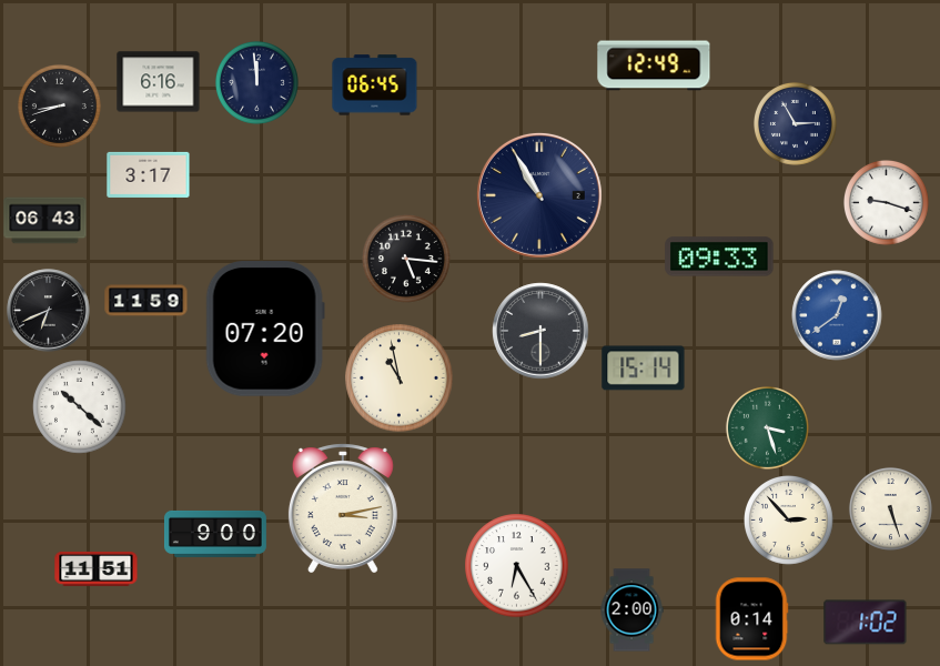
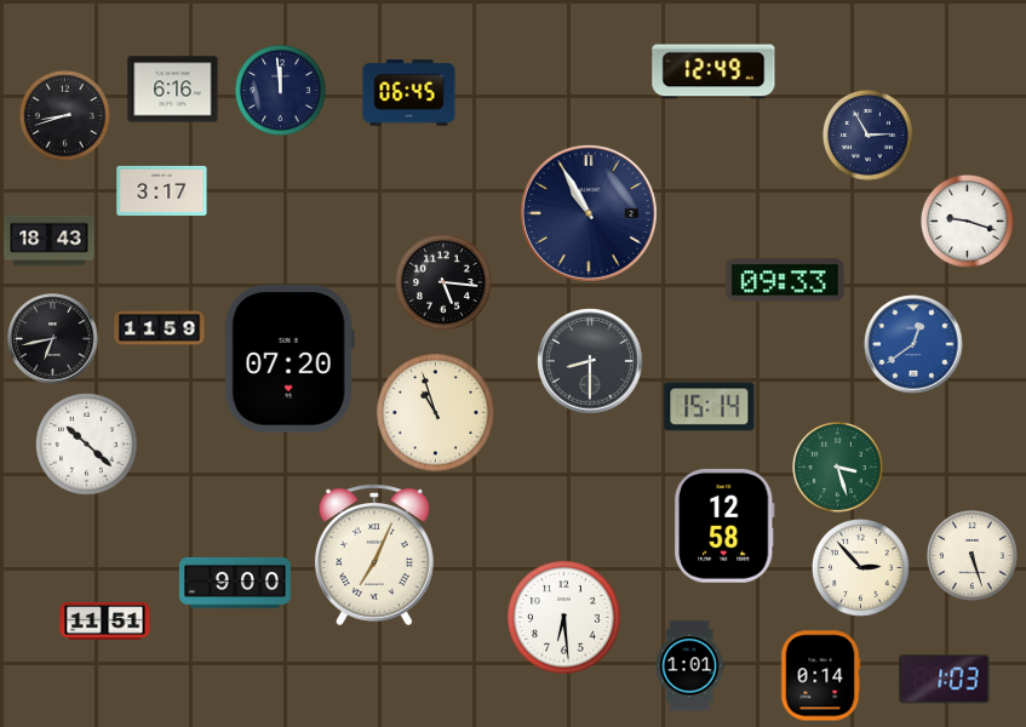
clock at (46, 221): 06:43 -> 18:43
clock at (49, 311): 6:41 -> 6:43
clock at (644, 369) position: (644, 369) -> (710, 407)
clock at (400, 379): 10:58 -> 10:57
clock at (724, 526): none -> 12:58
clock at (343, 508): 3:13 -> 7:04
clock at (517, 566): 6:25 -> 6:29
clock at (631, 610): 2:00 -> 1:01
clock at (866, 623): 1:02 -> 1:03
